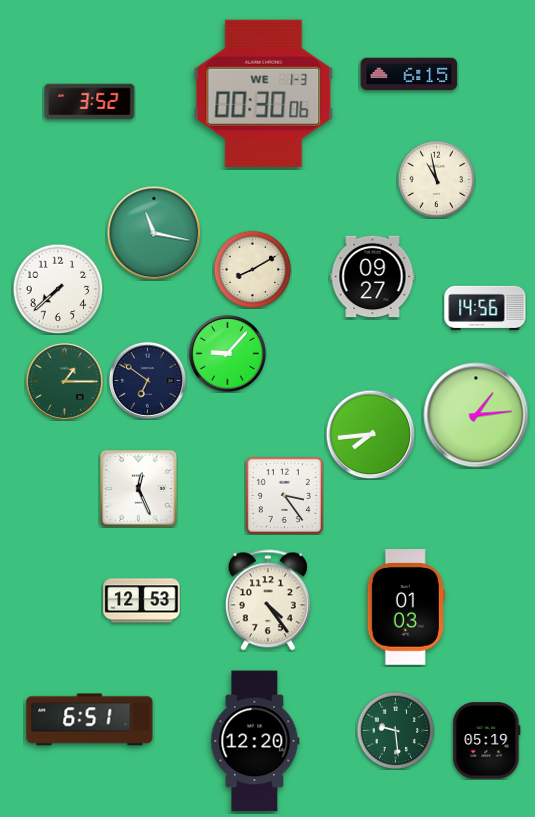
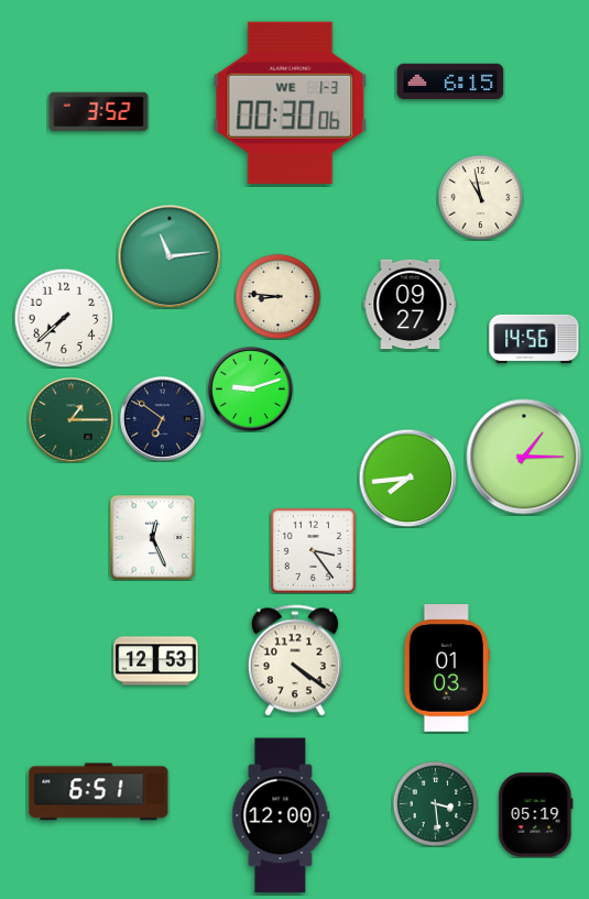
clock at (154, 233): 11:17 -> 11:14
clock at (252, 269): 8:10 -> 8:46
clock at (227, 353): 9:07 -> 9:12
clock at (476, 415): 1:14 -> 1:15
clock at (284, 495) position: (284, 495) -> (313, 550)
clock at (268, 600): 4:24 -> 4:21
clock at (395, 730): 9:29 -> 3:29
clock at (255, 741): 12:20 -> 12:00
